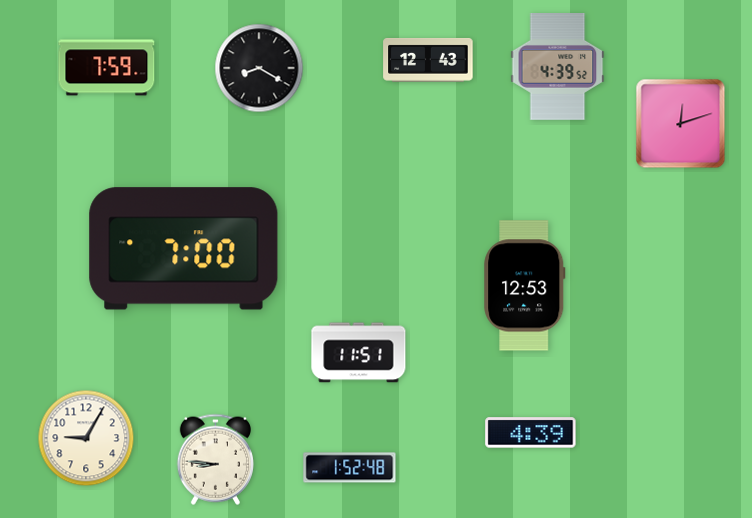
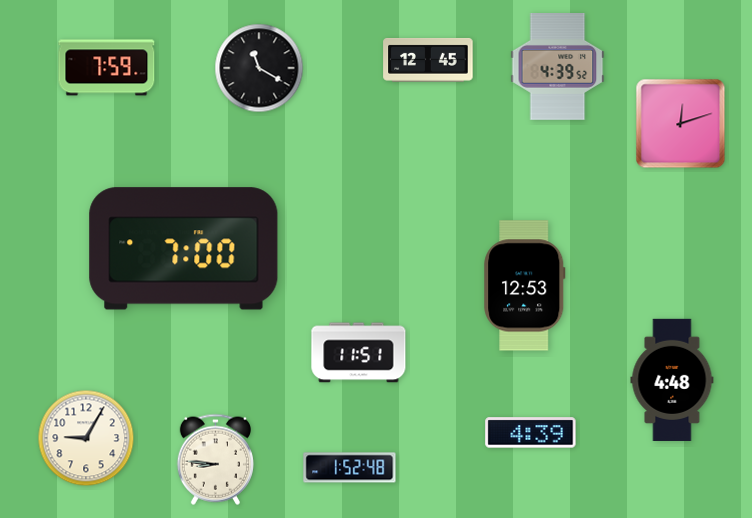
clock at (428, 60): 12:43 -> 12:45
clock at (259, 68): 8:20 -> 11:20
clock at (672, 380): none -> 4:48
